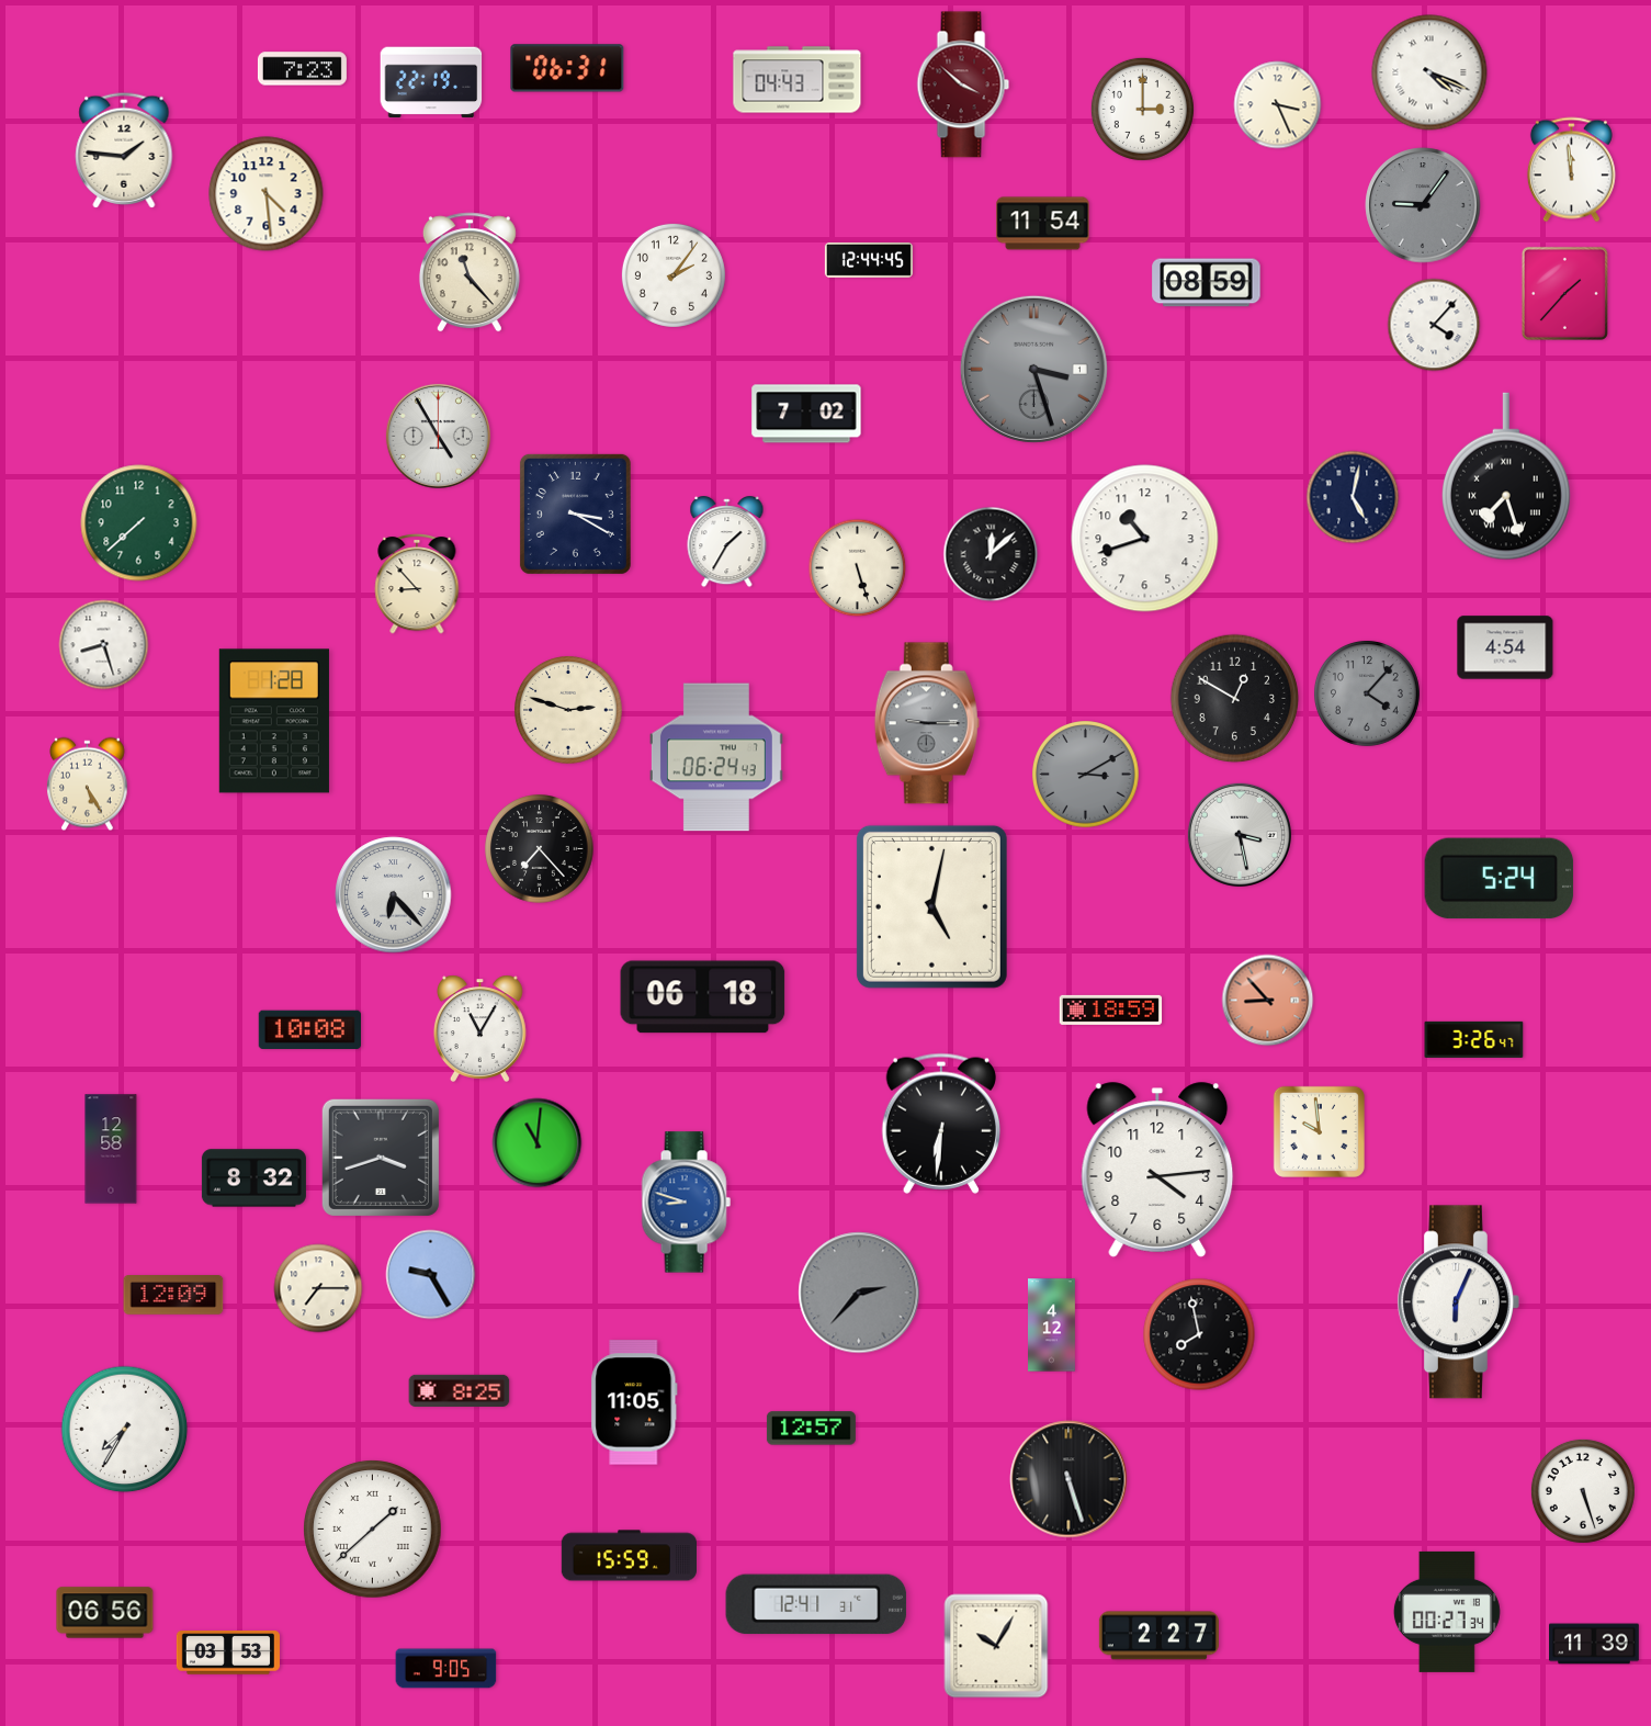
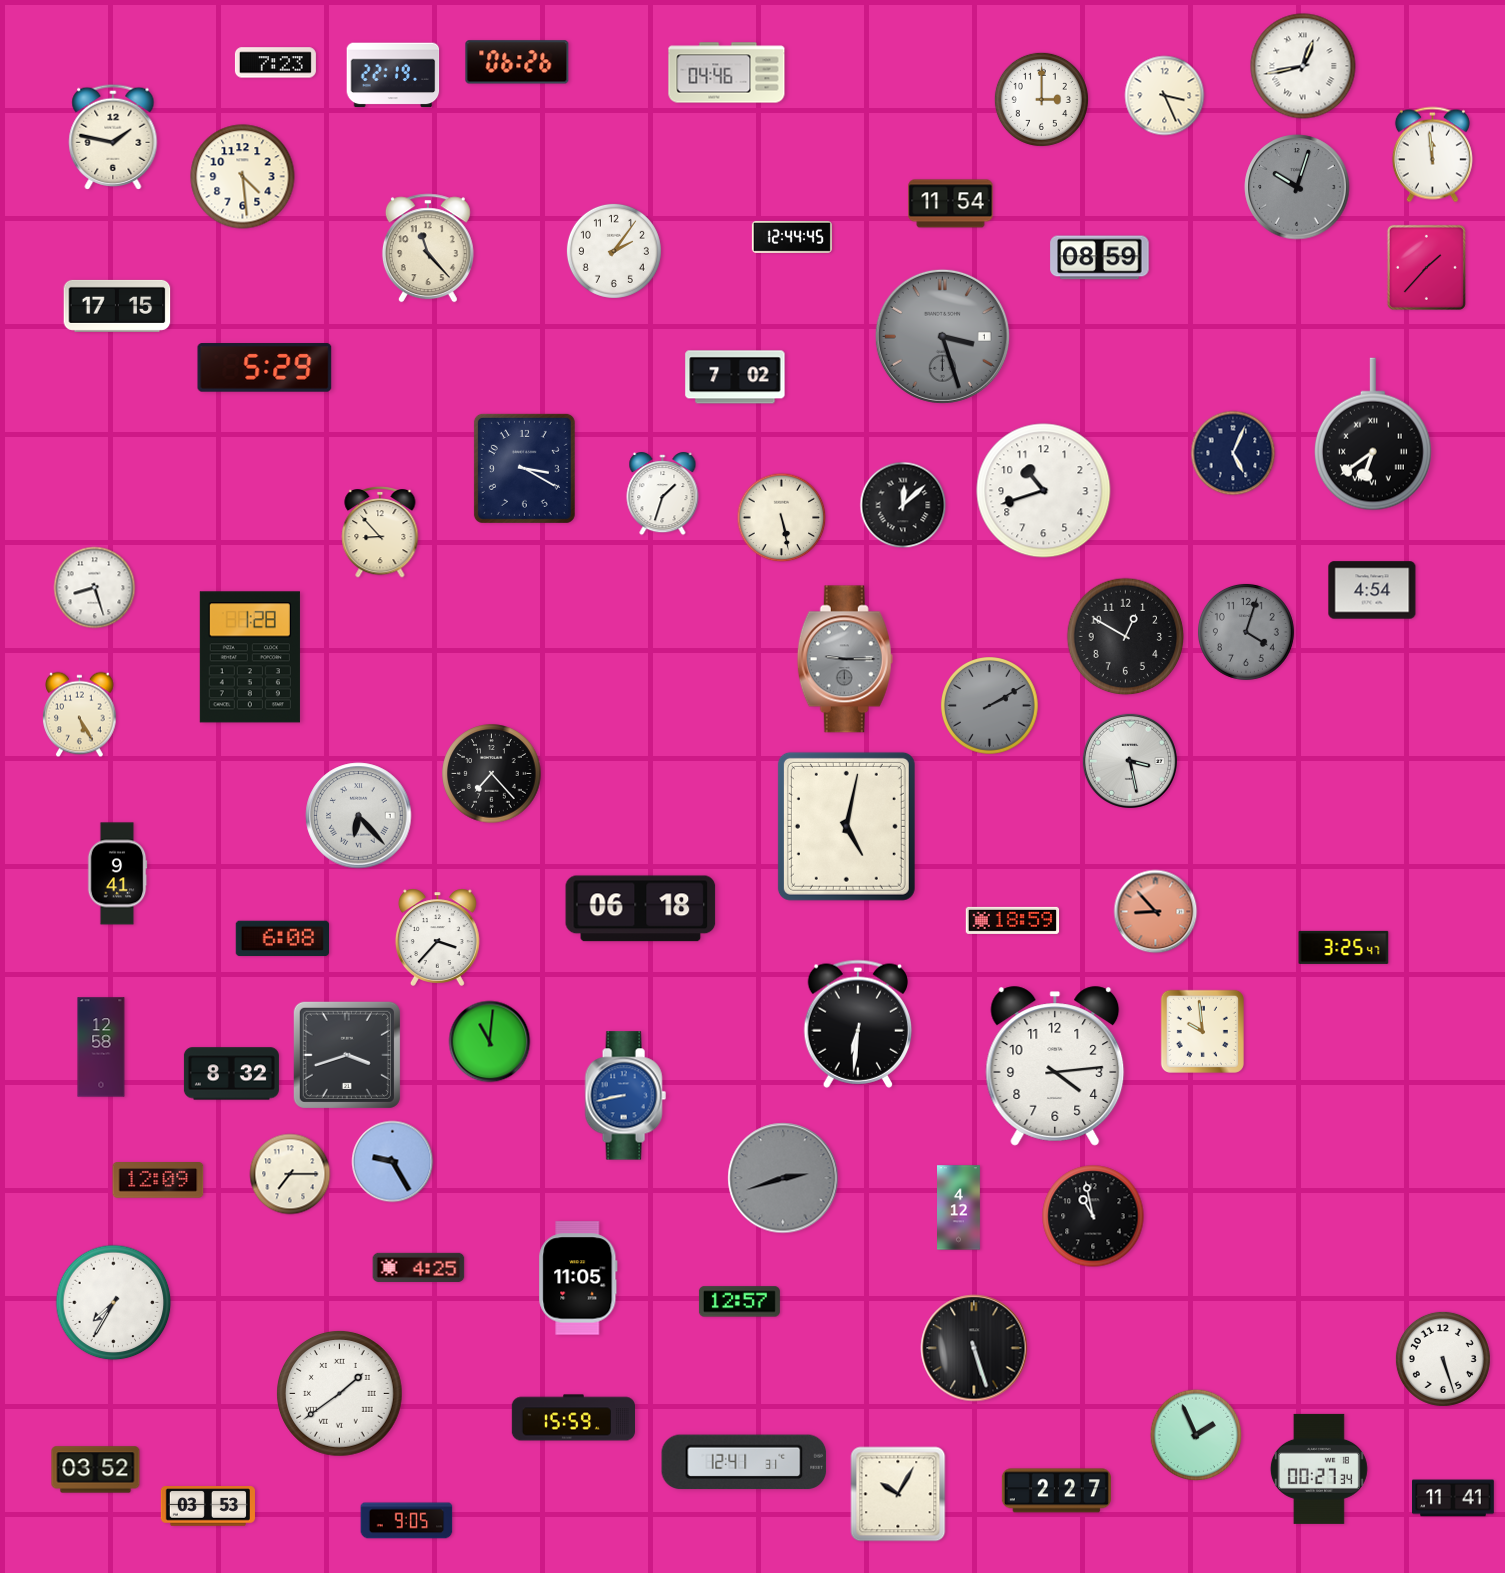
clock at (567, 68): 06:31 -> 06:26
clock at (1429, 72): 4:19 -> 12:43
clock at (798, 80): 04:43 -> 04:46
clock at (963, 84): 3:52 -> none
clock at (124, 150): 1:46 -> 1:47
clock at (1423, 205): 9:06 -> 10:03
clock at (1434, 325): 4:07 -> none
clock at (117, 306): none -> 17:15
clock at (265, 368): none -> 5:29
clock at (438, 436): 4:55 -> none
clock at (1506, 476): 7:27 -> 6:39
clock at (1353, 497): 5:02 -> 5:04
clock at (139, 523): 7:38 -> none
clock at (727, 543): 1:35 -> 1:33
clock at (858, 568): 5:27 -> 5:28
clock at (1367, 693): 4:07 -> 4:03
clock at (568, 710): 2:48 -> none
clock at (716, 757): 06:24 -> none
clock at (1086, 775): 3:10 -> 2:10
clock at (1500, 879): 5:24 -> none
clock at (931, 906) position: (931, 906) -> (846, 826)
clock at (117, 874): none -> 9:41
clock at (479, 1028): 11:05 -> 3:37
clock at (309, 1030): 10:08 -> 6:08
clock at (1474, 1039): 3:26 -> 3:25
clock at (686, 1203): 8:48 -> 8:43
clock at (859, 1293): 2:37 -> 2:42
clock at (1458, 1302): 6:04 -> none
clock at (1199, 1334): 7:58 -> 10:58
clock at (460, 1390): 8:25 -> 4:25
clock at (373, 1530): 1:38 -> 1:39
clock at (1196, 1435): none -> 1:56
clock at (105, 1613): 06:56 -> 03:52
clock at (1595, 1644): 11:39 -> 11:41
clock at (996, 1646) position: (996, 1646) -> (898, 1494)
